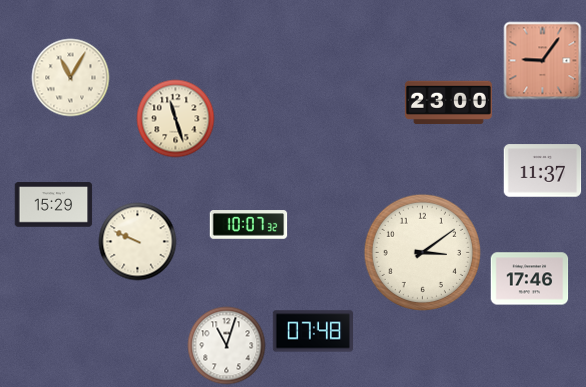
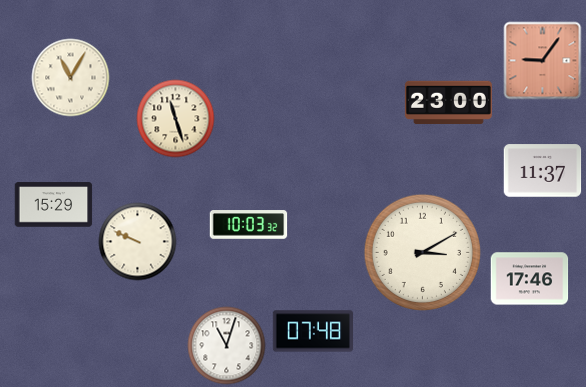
clock at (248, 225): 10:07 -> 10:03
clock at (422, 252): 3:09 -> 3:10
